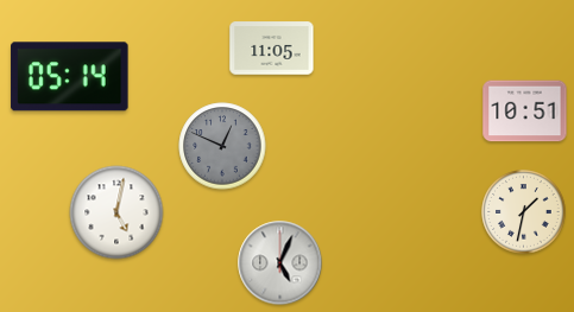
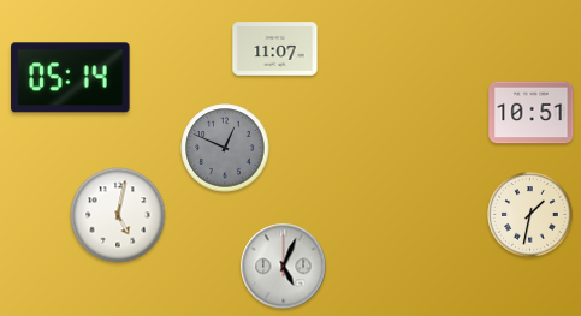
clock at (272, 49): 11:05 -> 11:07
